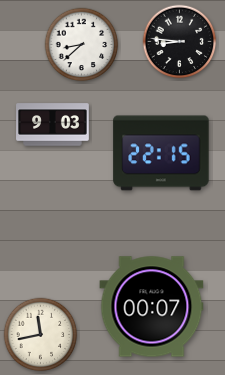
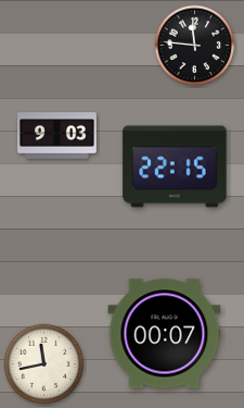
clock at (180, 42): 8:46 -> 11:46
clock at (82, 45): 8:38 -> none
